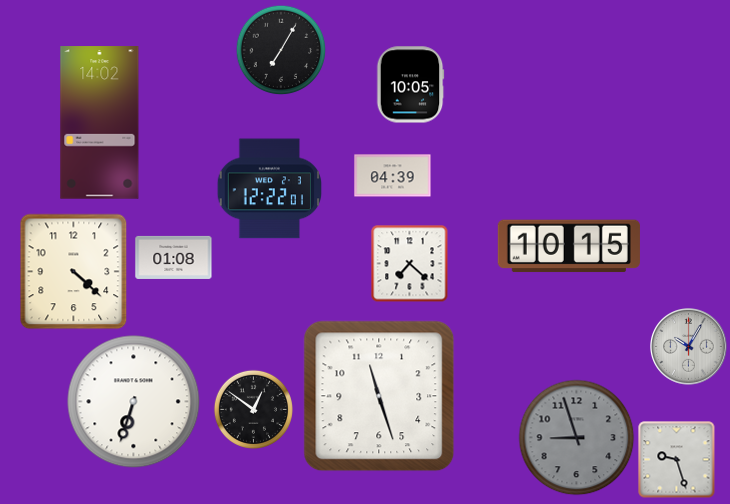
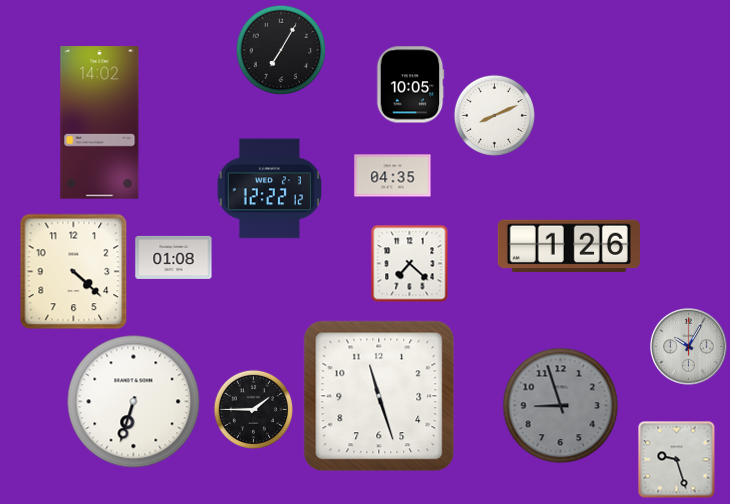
clock at (494, 115): none -> 8:11
clock at (393, 176): 04:39 -> 04:35
clock at (270, 189): 12:22:01 -> 12:22:12
clock at (569, 246): 10:15 -> 1:26
clock at (253, 409): 12:51 -> 1:45
clock at (577, 438) position: (577, 438) -> (561, 406)
